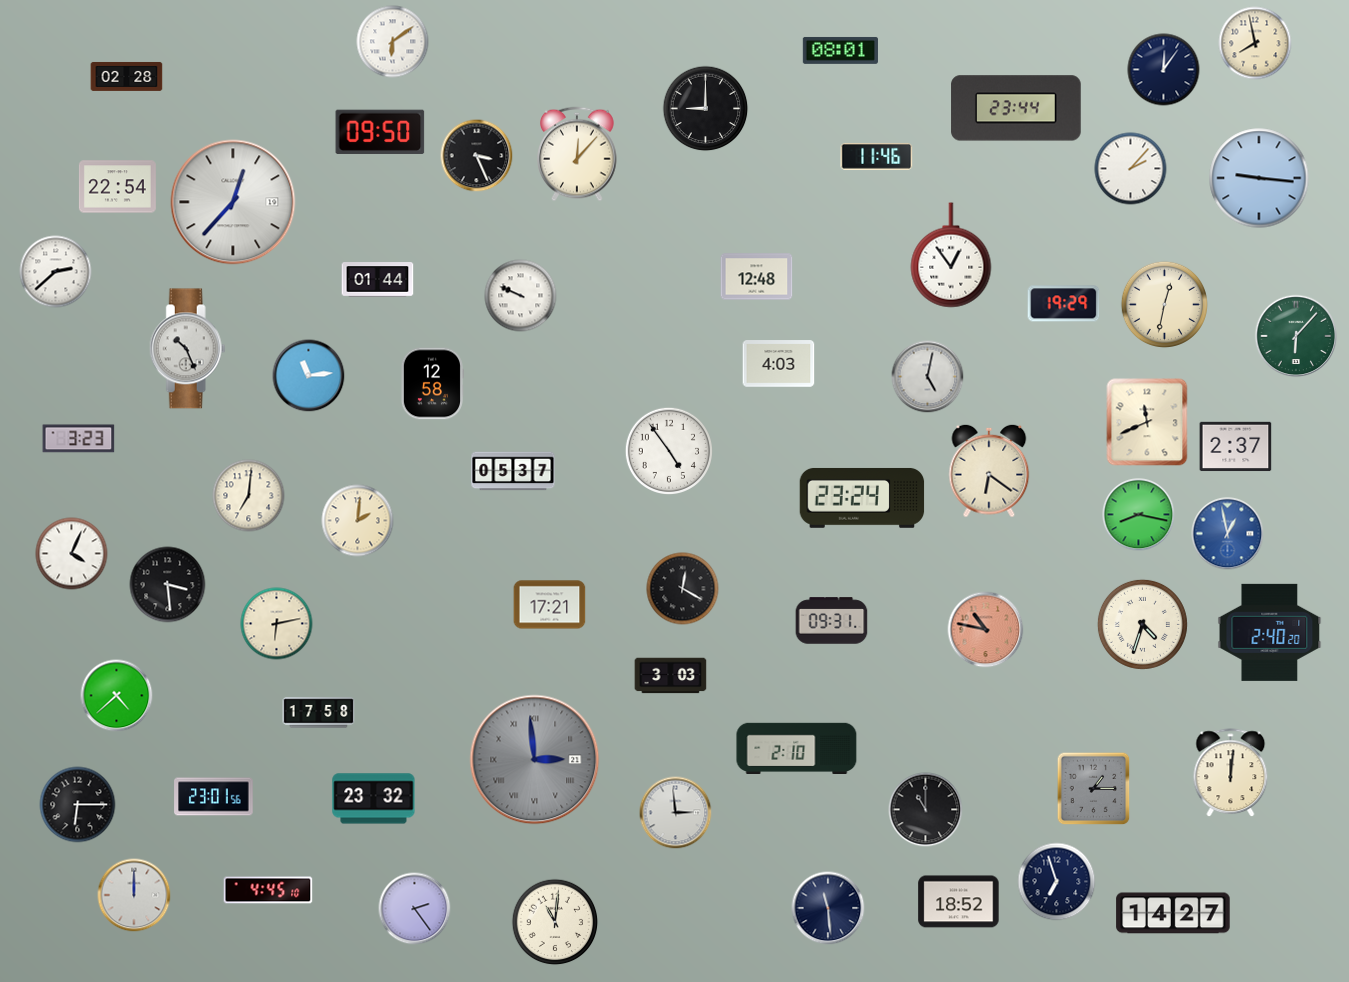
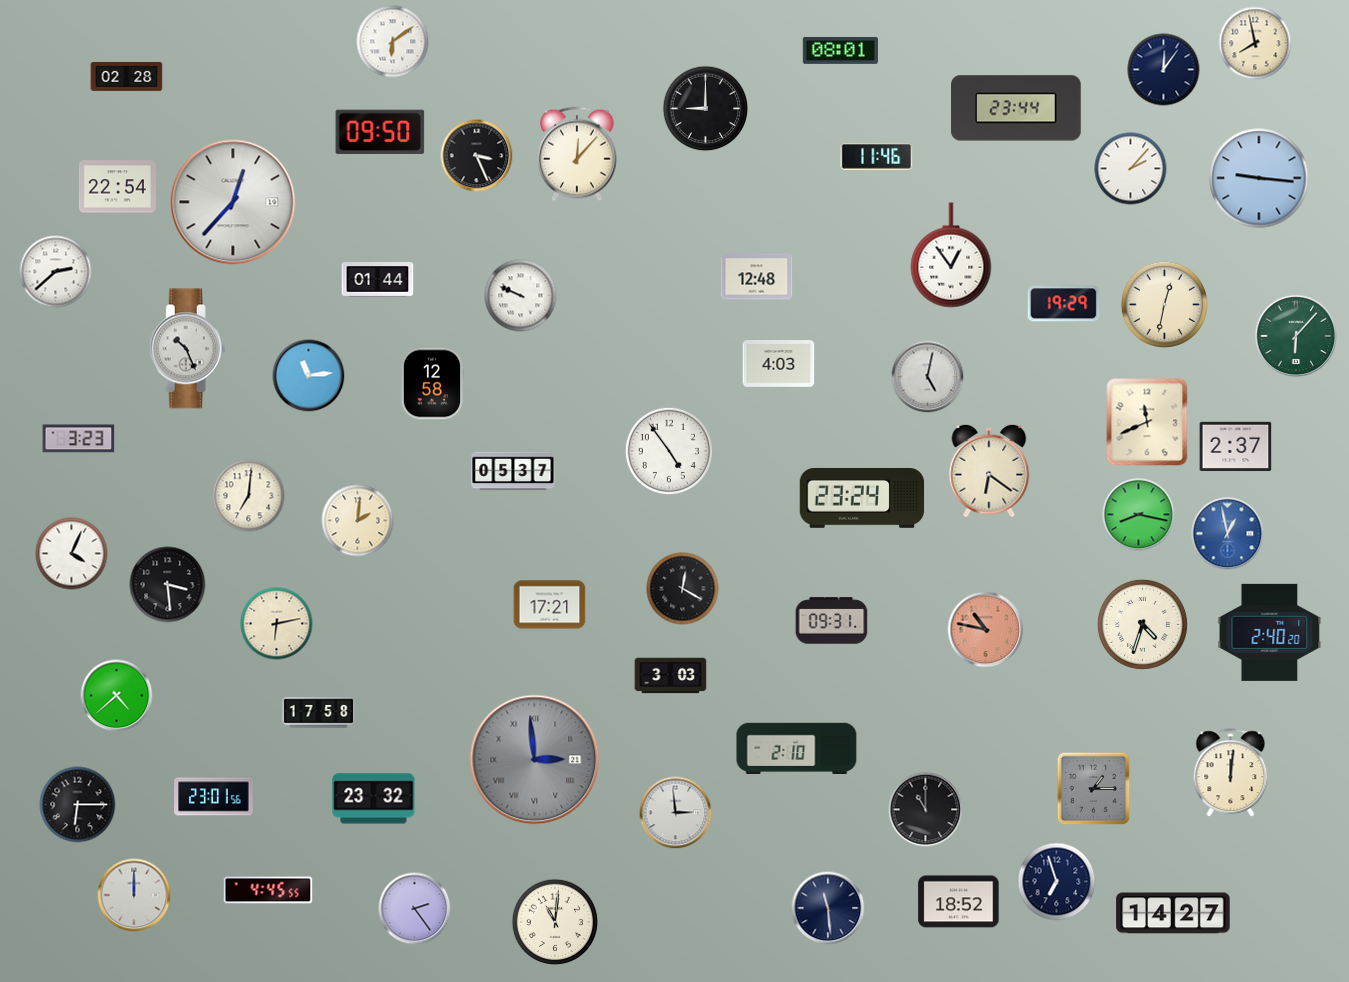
clock at (268, 890): 4:45:10 -> 4:45:55
